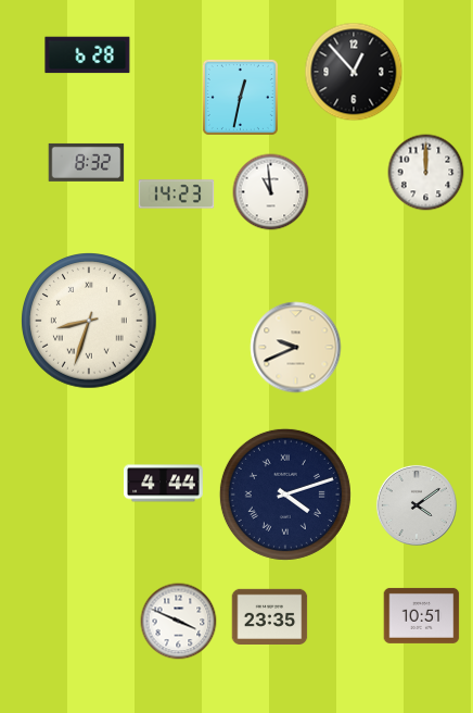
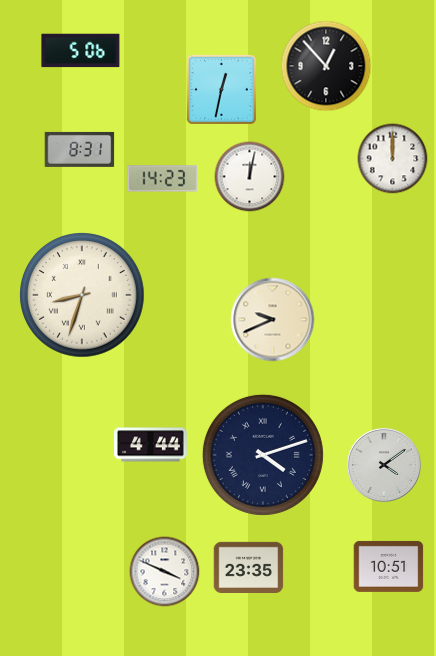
clock at (88, 55): 6:28 -> 5:06
clock at (87, 162): 8:32 -> 8:31
clock at (271, 192): 10:59 -> 12:02
